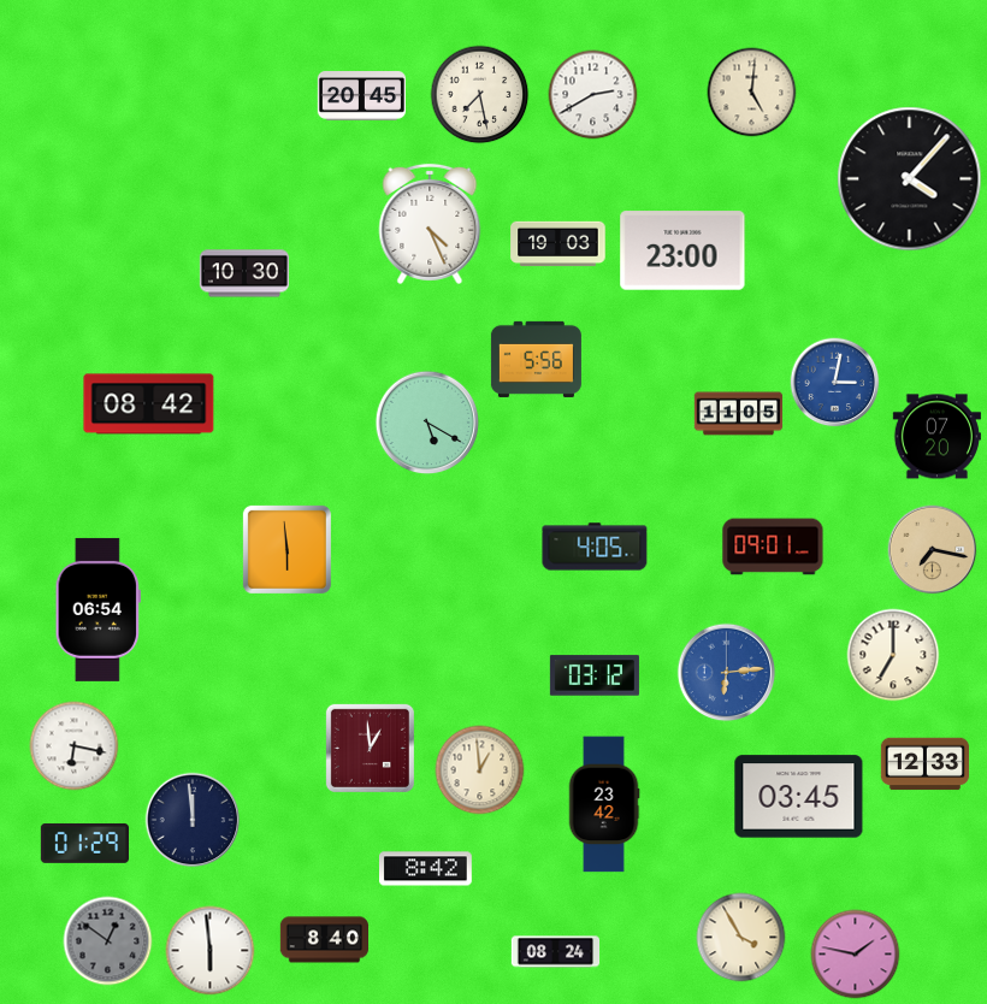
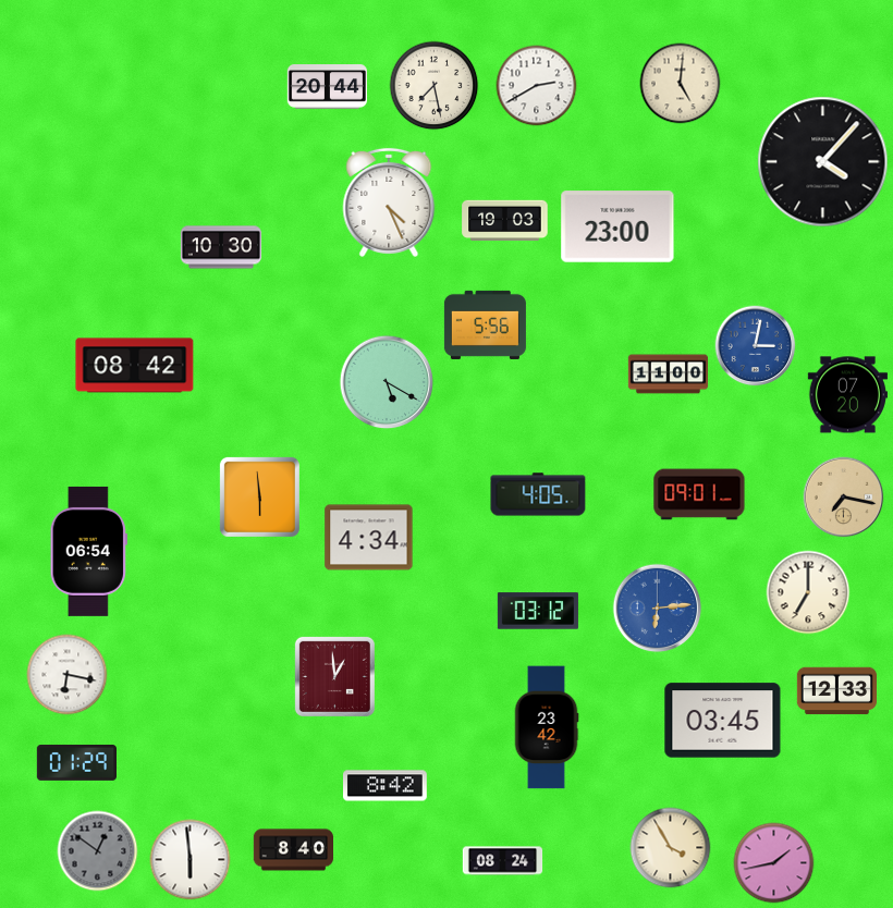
clock at (361, 96): 20:45 -> 20:44
clock at (739, 414): 11:05 -> 11:00
clock at (369, 538): none -> 4:34
clock at (480, 770): 12:59 -> none
clock at (193, 820): 11:59 -> none
clock at (856, 955): 1:47 -> 1:43
